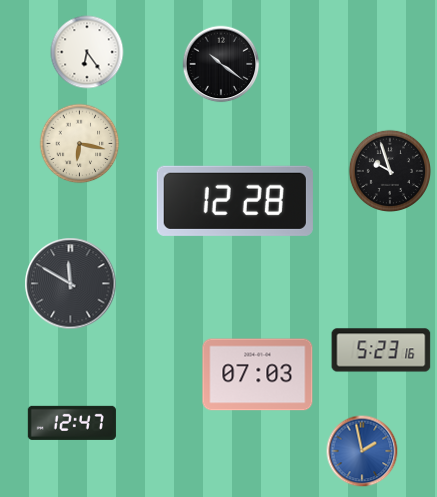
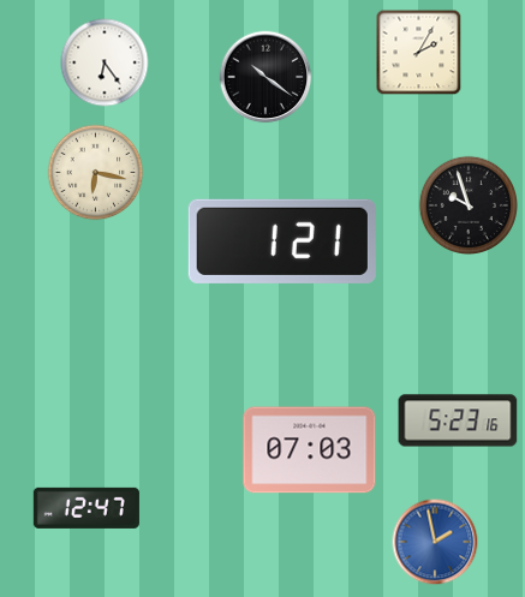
clock at (419, 53): none -> 2:05
clock at (235, 201): 12:28 -> 1:21
clock at (71, 284): 11:50 -> none
